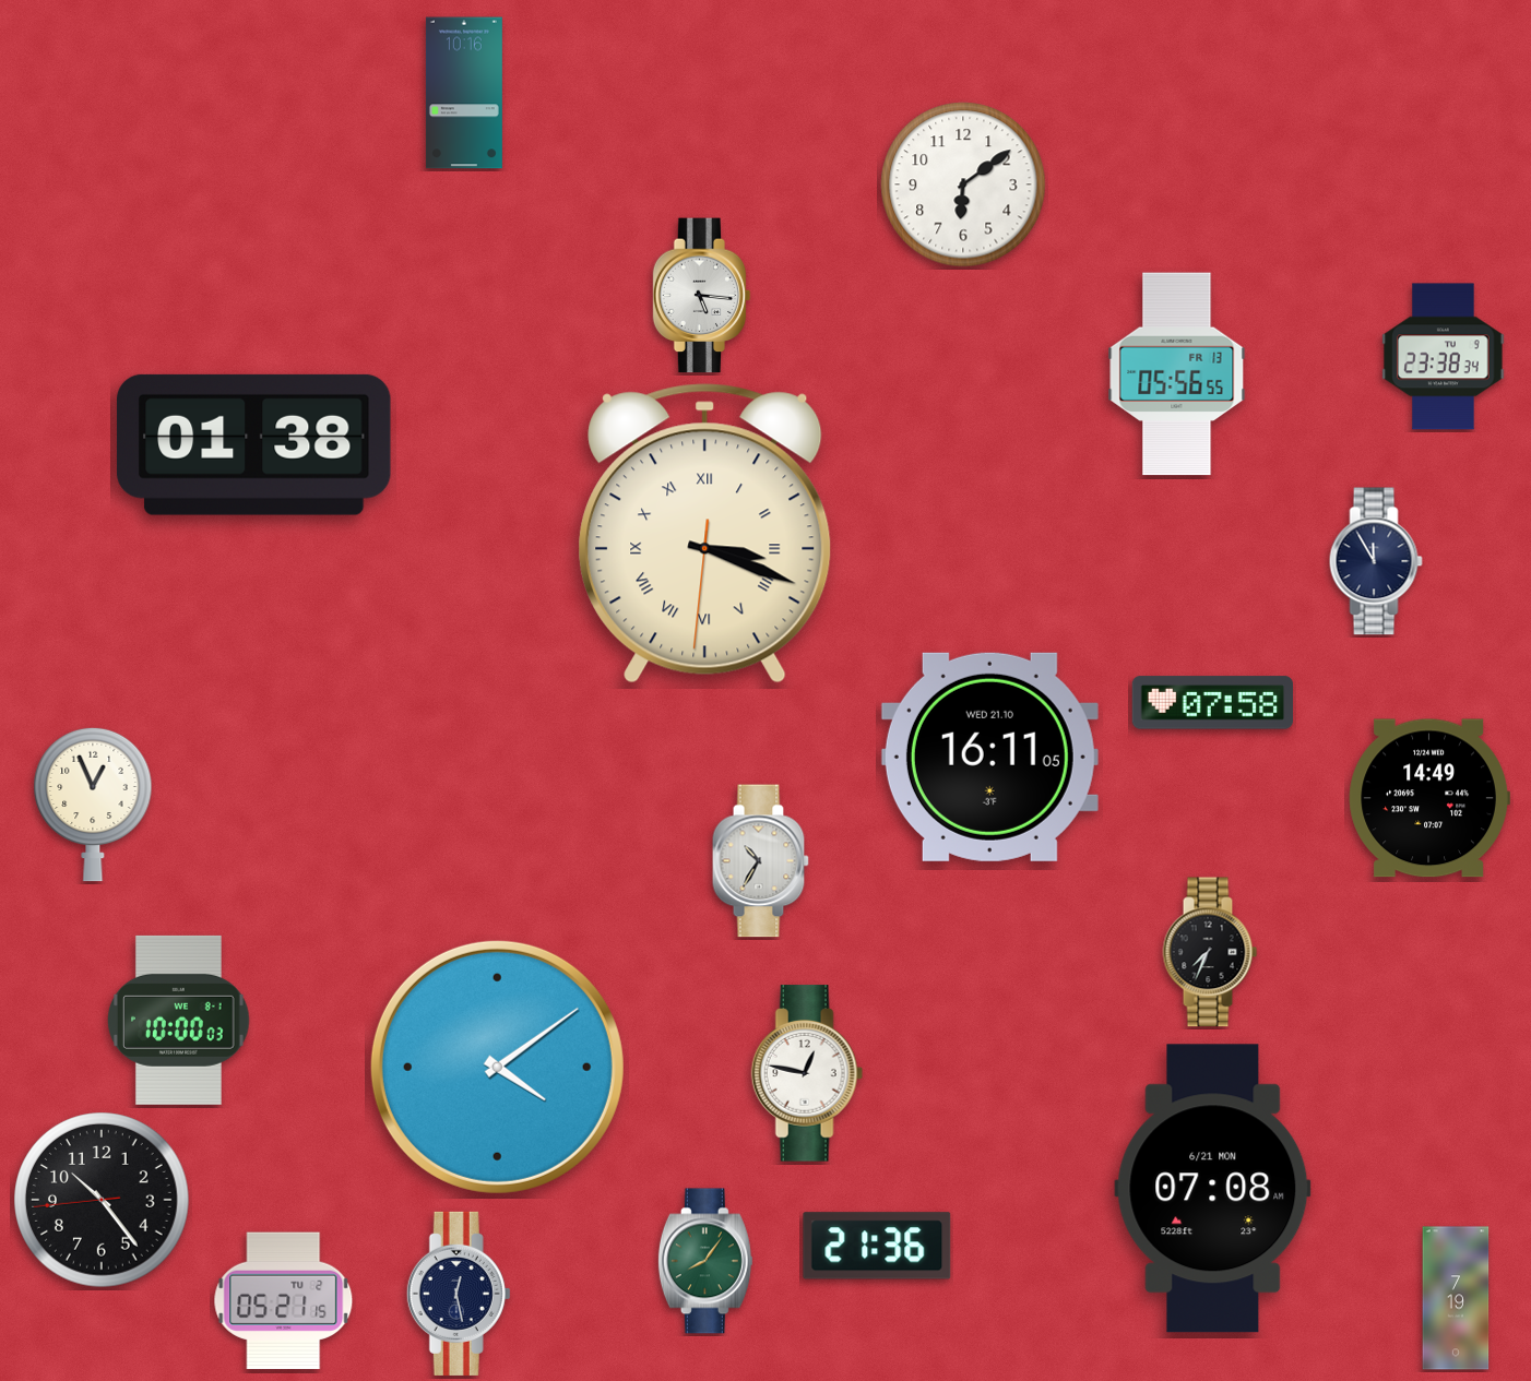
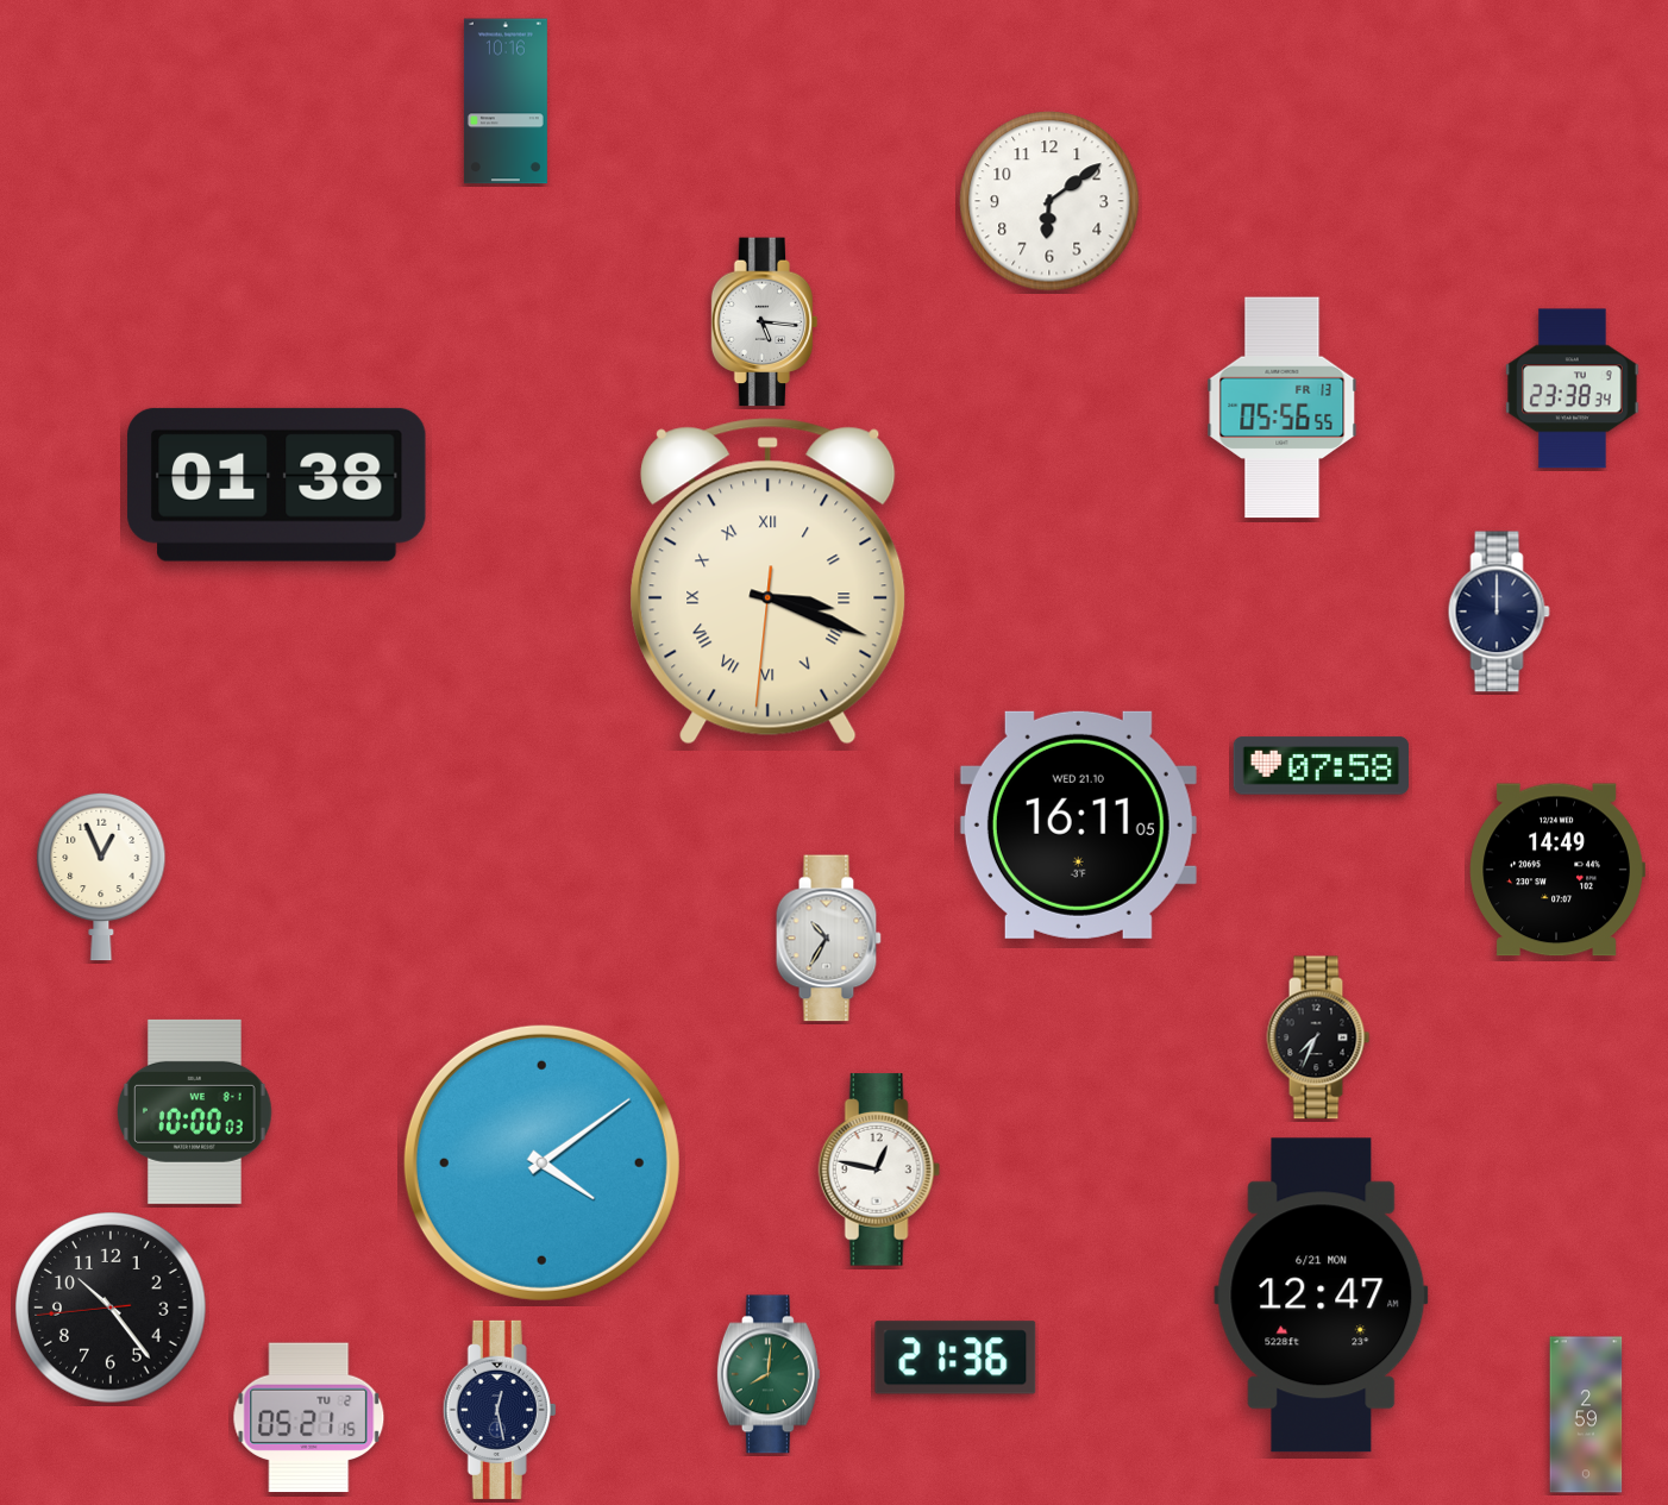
clock at (1376, 561): 11:55 -> 12:00
clock at (1213, 1189): 07:08 -> 12:47
clock at (705, 1261): 8:06 -> 8:01
clock at (1456, 1298): 7:19 -> 2:59
